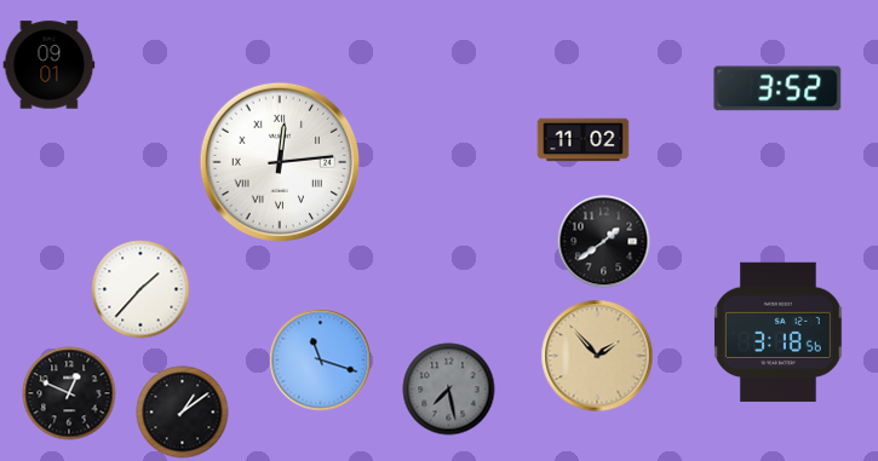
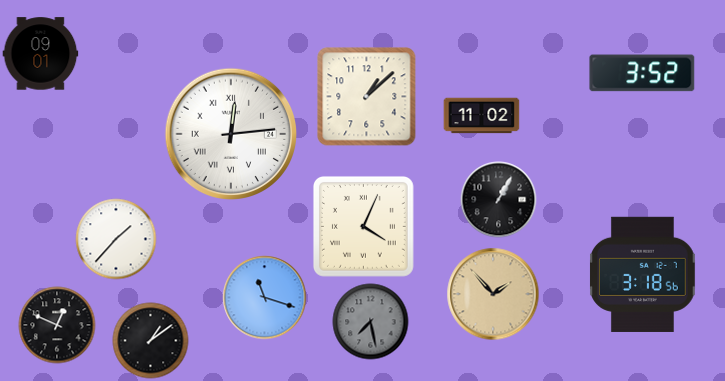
clock at (367, 97): none -> 1:08
clock at (604, 242): 1:39 -> 1:05
clock at (363, 226): none -> 4:04
